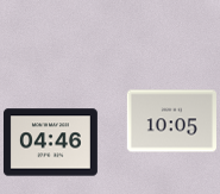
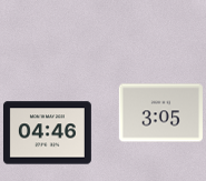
clock at (171, 121): 10:05 -> 3:05
